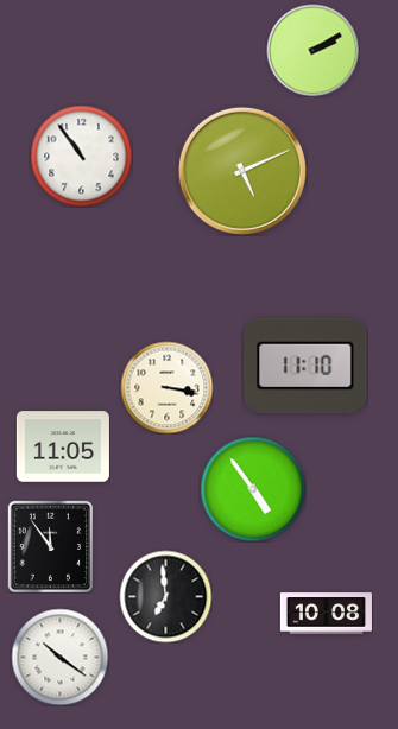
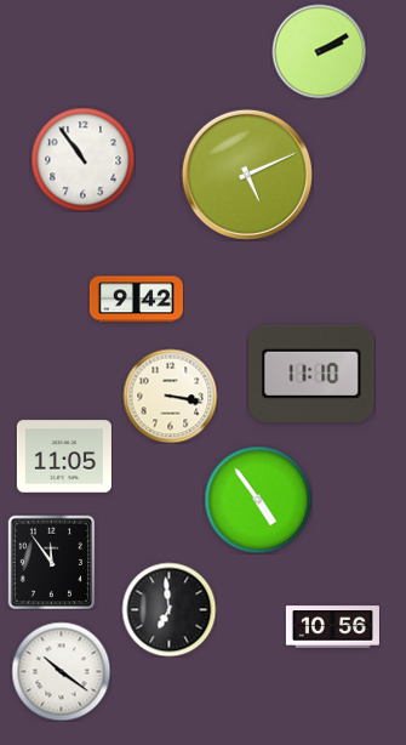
clock at (136, 300): none -> 9:42
clock at (51, 546) position: (51, 546) -> (52, 562)
clock at (326, 614): 10:08 -> 10:56
